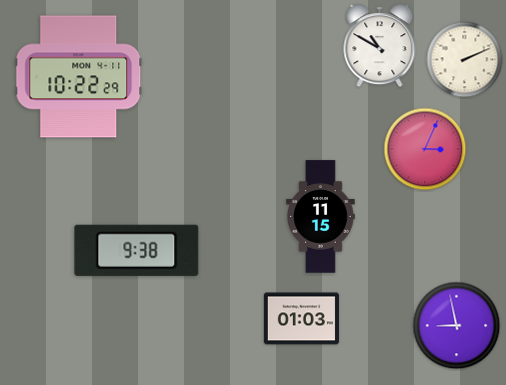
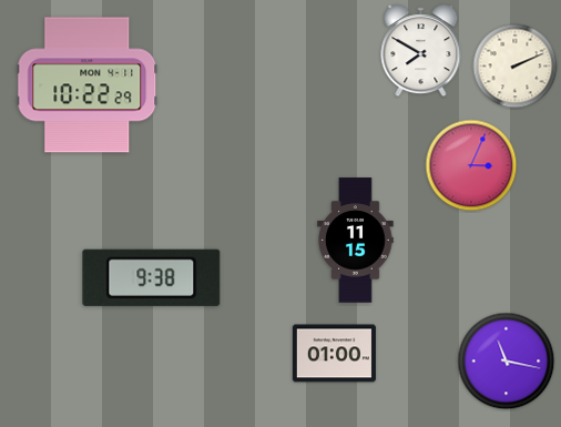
clock at (380, 46): 10:50 -> 7:50
clock at (301, 319): 01:03 -> 01:00
clock at (457, 326): 8:58 -> 11:17
